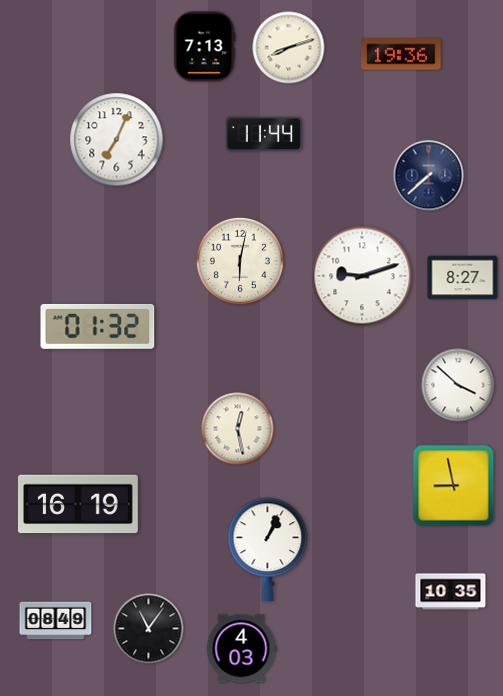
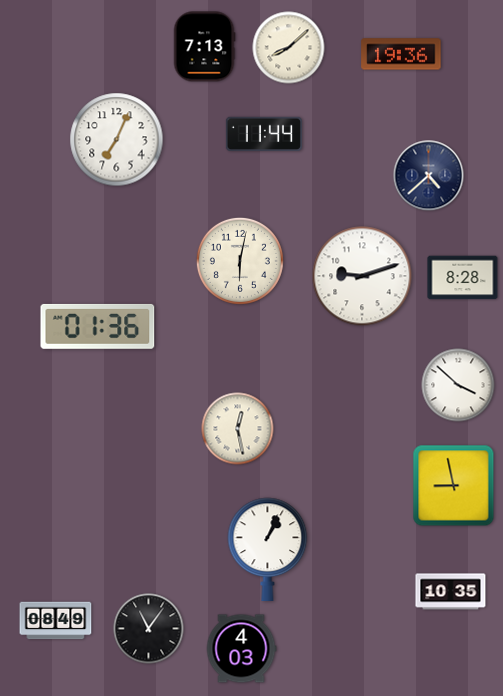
clock at (289, 48): 8:12 -> 8:08
clock at (429, 176): 7:38 -> 4:38
clock at (463, 278): 8:27 -> 8:28
clock at (98, 326): 01:32 -> 01:36
clock at (78, 504): 16:19 -> none
